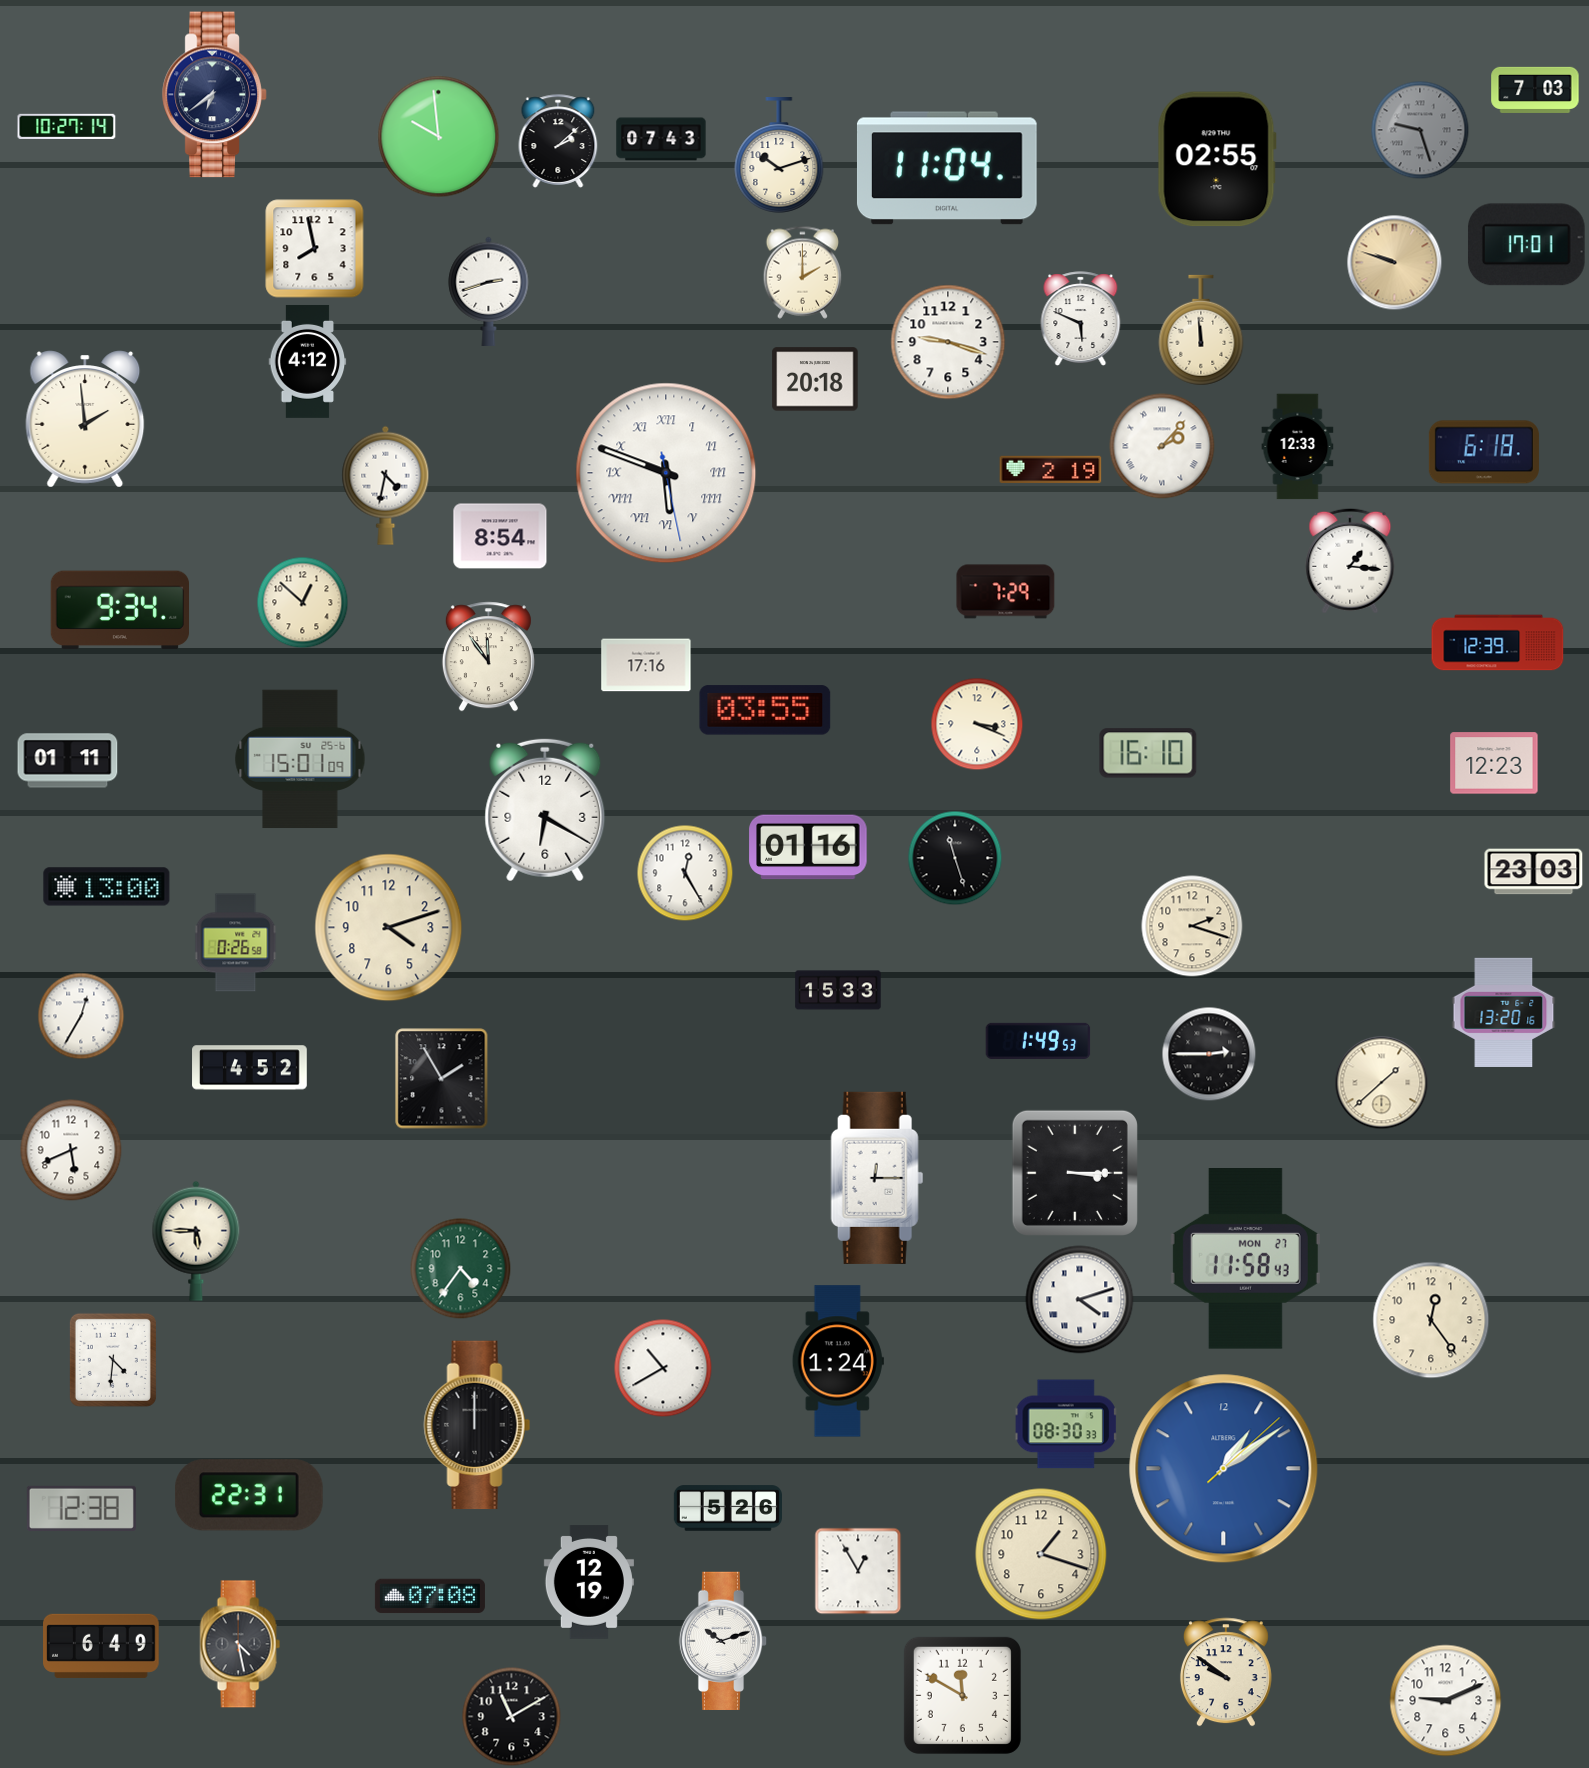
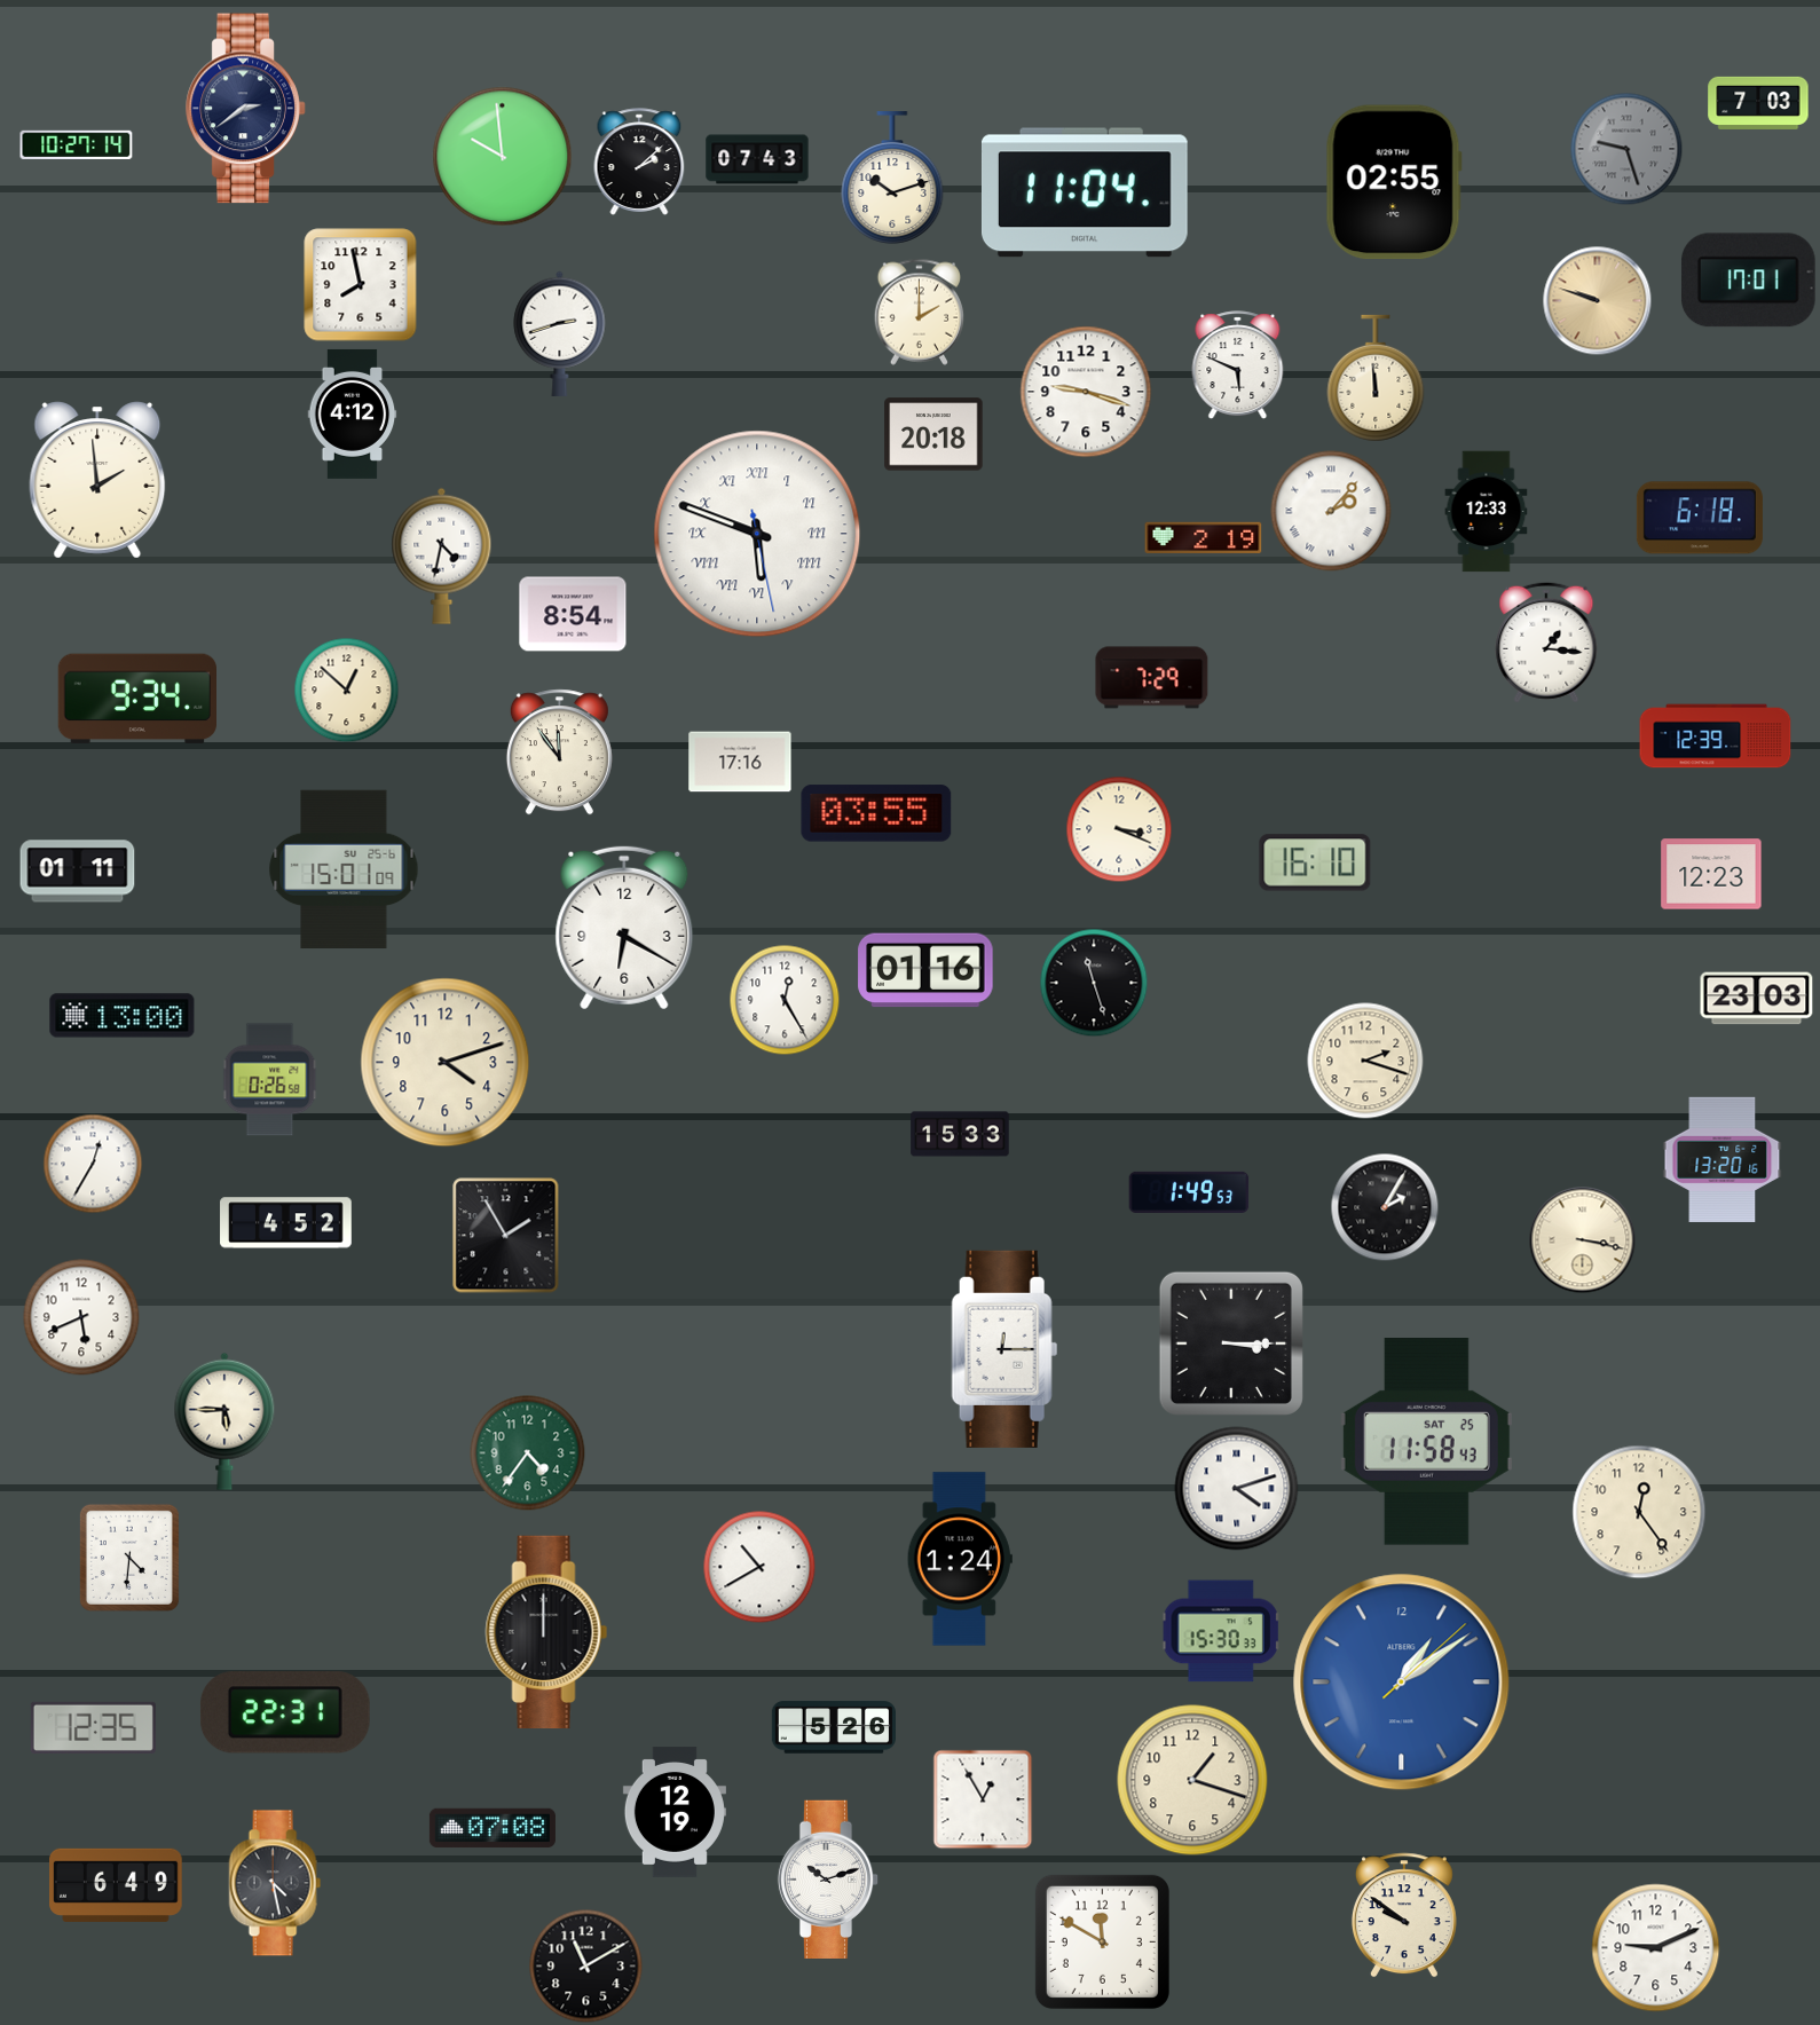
clock at (215, 95): 6:39 -> 2:39
clock at (666, 473) position: (666, 473) -> (757, 534)
clock at (1209, 1054): 2:45 -> 2:05
clock at (1382, 1083): 1:38 -> 3:17
clock at (1245, 1259) date: MON 27 -> SAT 25
clock at (1066, 1424): 08:30 -> 15:30
clock at (81, 1508): 12:38 -> 12:35
